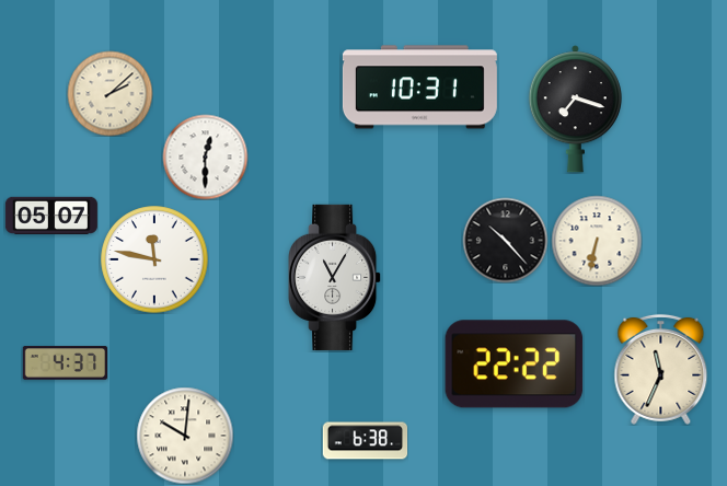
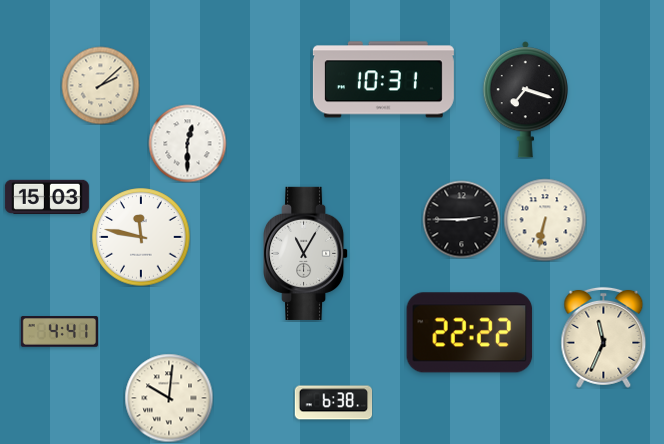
clock at (51, 215): 05:07 -> 15:03
clock at (505, 240): 10:23 -> 2:45
clock at (65, 363): 4:37 -> 4:41
